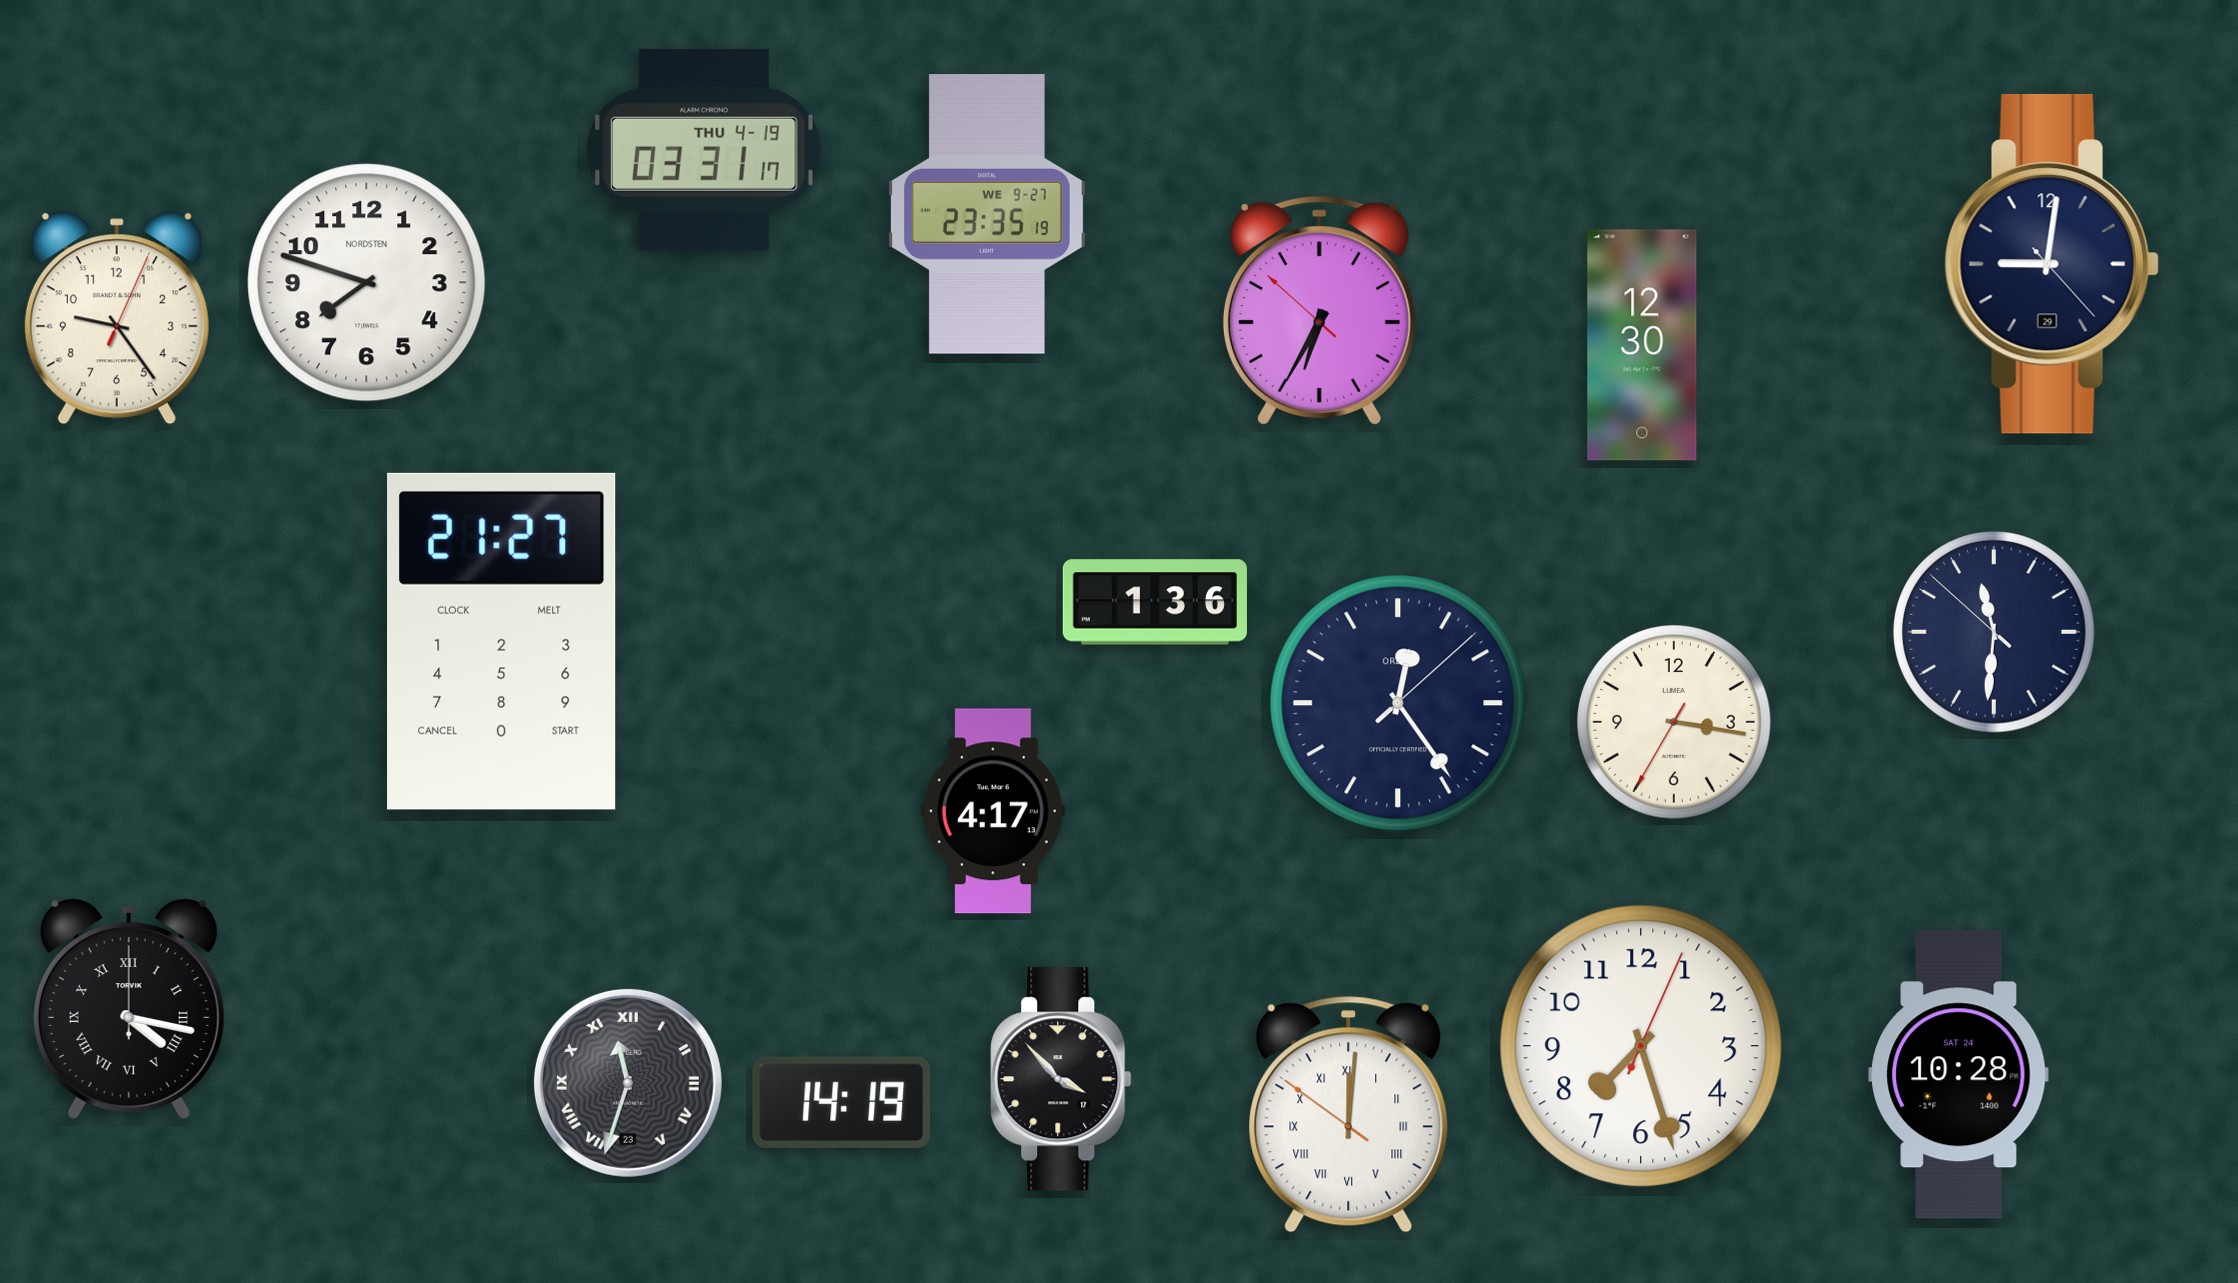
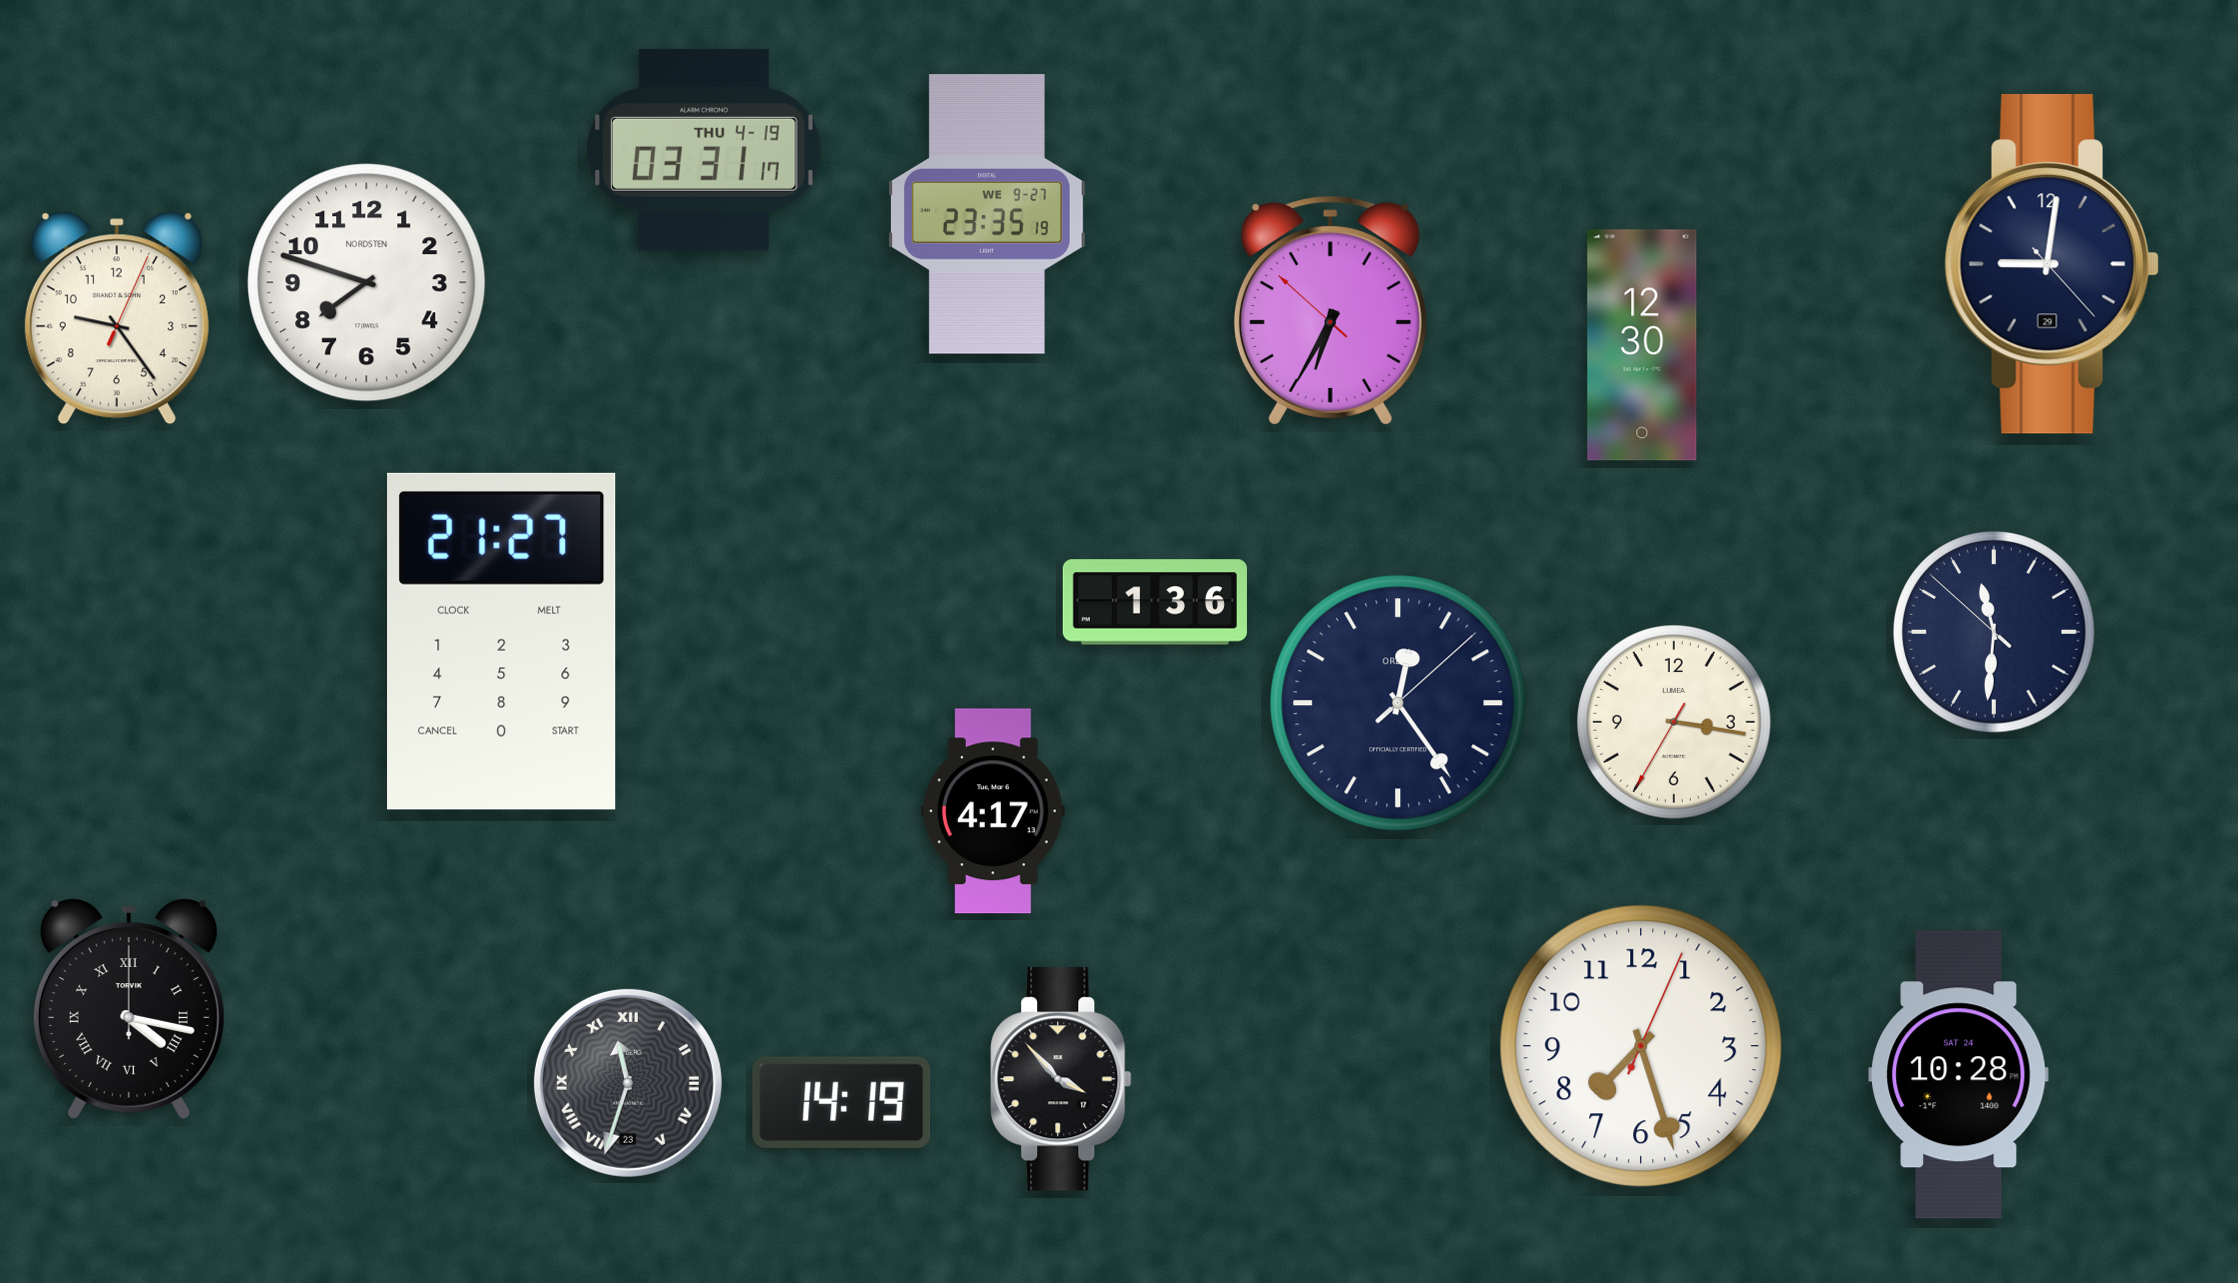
clock at (1319, 310) position: (1319, 310) -> (1330, 310)
clock at (1349, 1115): 12:00 -> none
